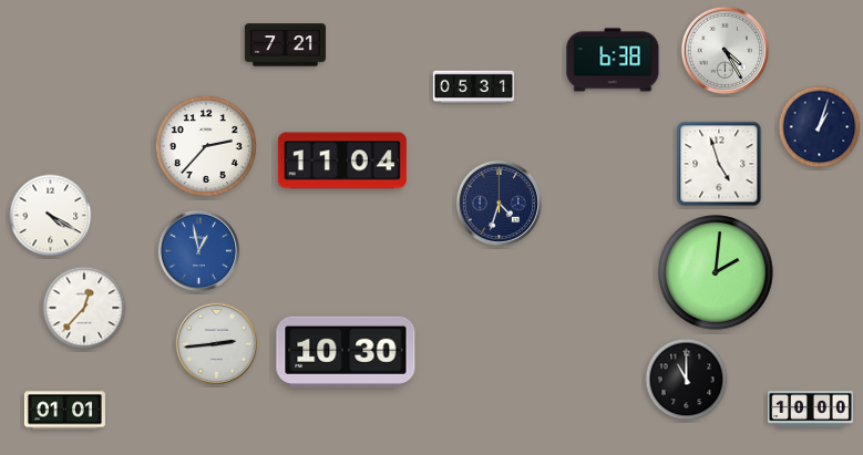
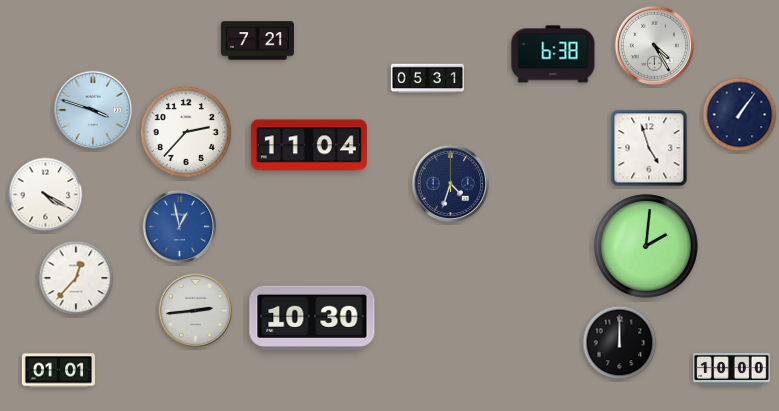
clock at (93, 110): none -> 3:48
clock at (820, 127): 1:03 -> 1:06
clock at (687, 380): 11:00 -> 12:00
